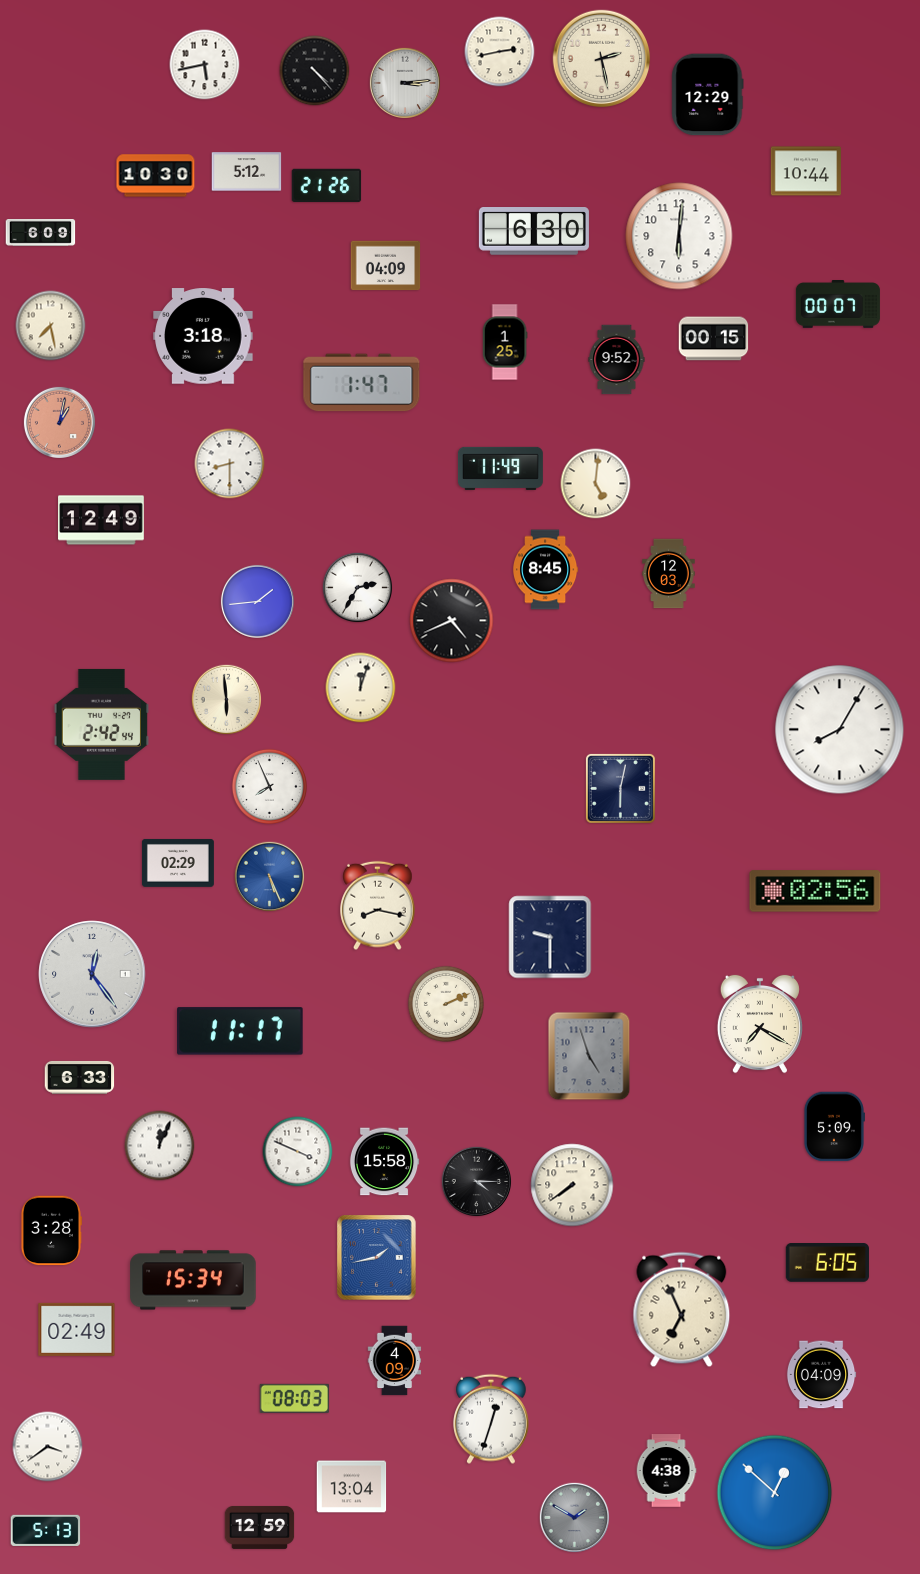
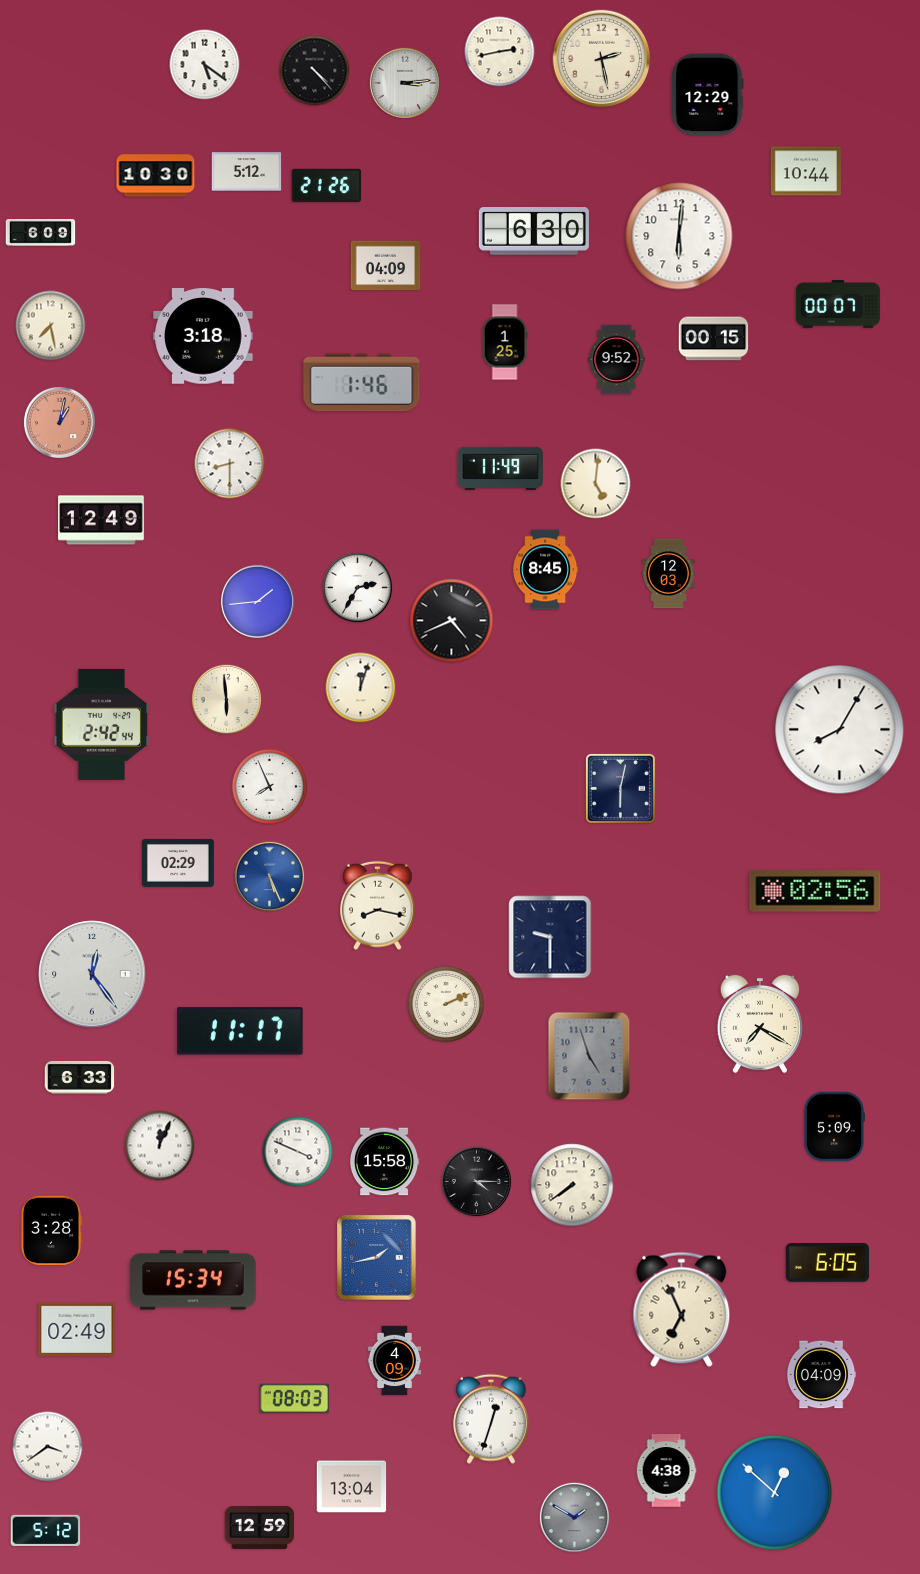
clock at (205, 65): 5:43 -> 5:21
clock at (362, 383): 1:47 -> 1:46
clock at (46, 1530): 5:13 -> 5:12
